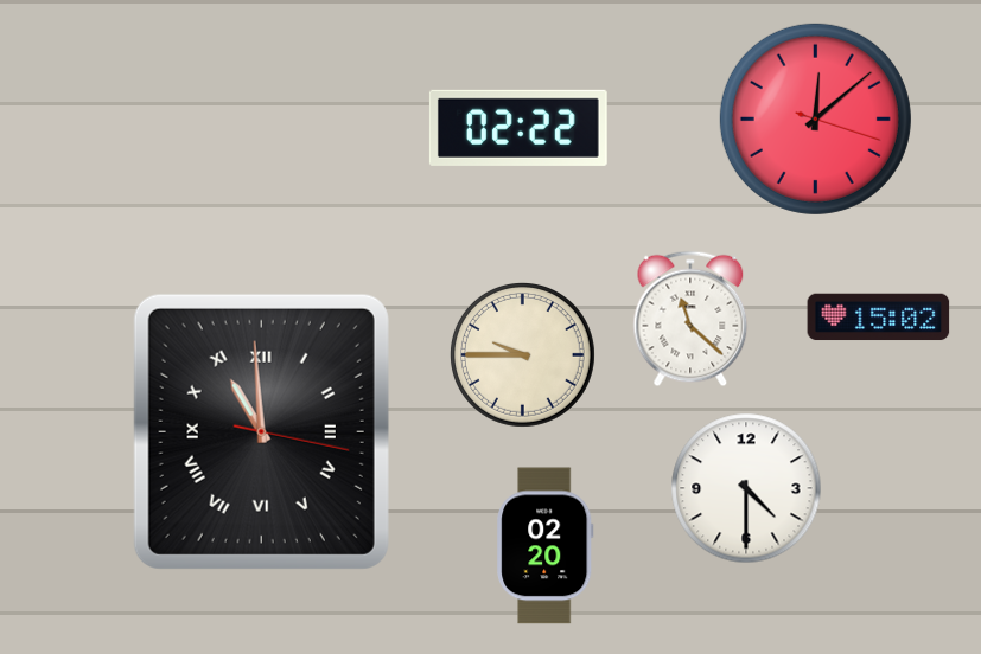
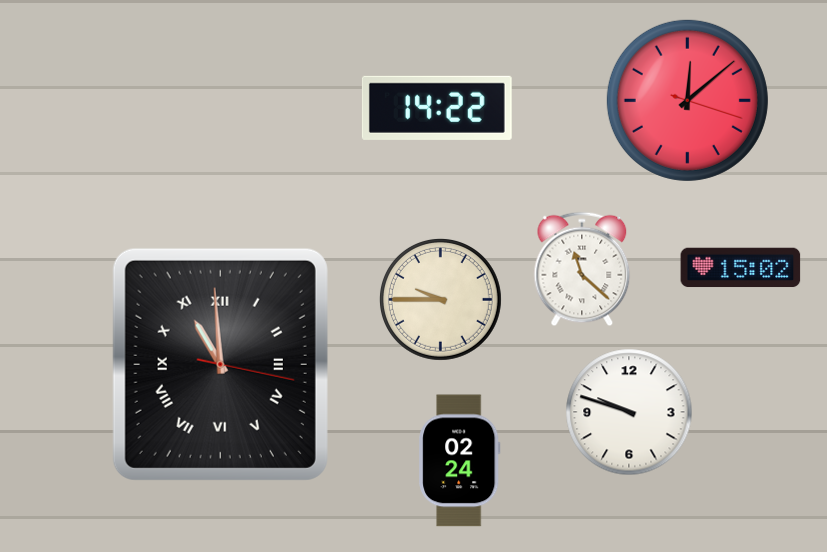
clock at (518, 128): 02:22 -> 14:22
clock at (746, 488): 4:30 -> 9:48
clock at (546, 546): 02:20 -> 02:24
